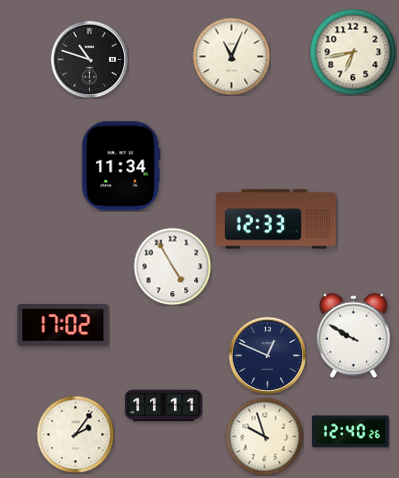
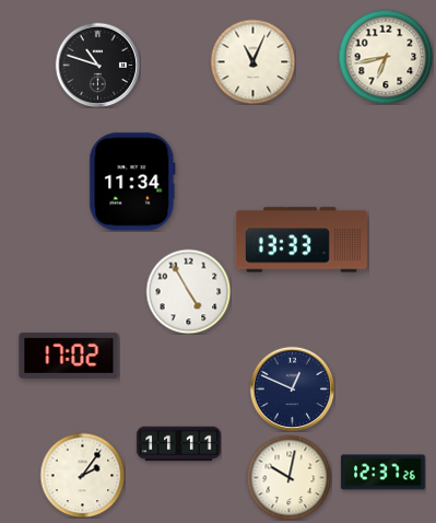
clock at (276, 219): 12:33 -> 13:33
clock at (354, 335): 9:50 -> none
clock at (351, 432): 12:40 -> 12:37
clock at (264, 436): 9:57 -> 10:02
